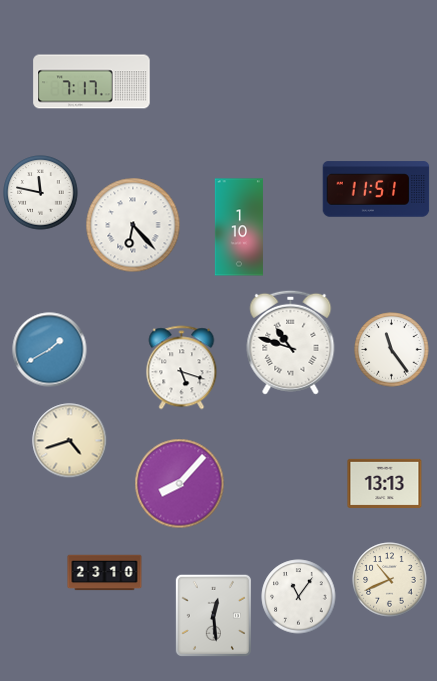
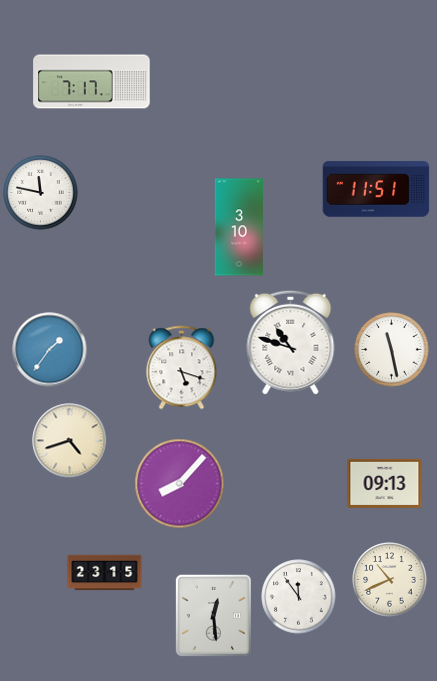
clock at (133, 225): 6:23 -> none
clock at (239, 227): 1:10 -> 3:10
clock at (50, 350): 1:40 -> 1:36
clock at (392, 350): 11:24 -> 11:28
clock at (385, 483): 13:13 -> 09:13
clock at (105, 573): 23:10 -> 23:15
clock at (299, 597): 11:06 -> 11:54
